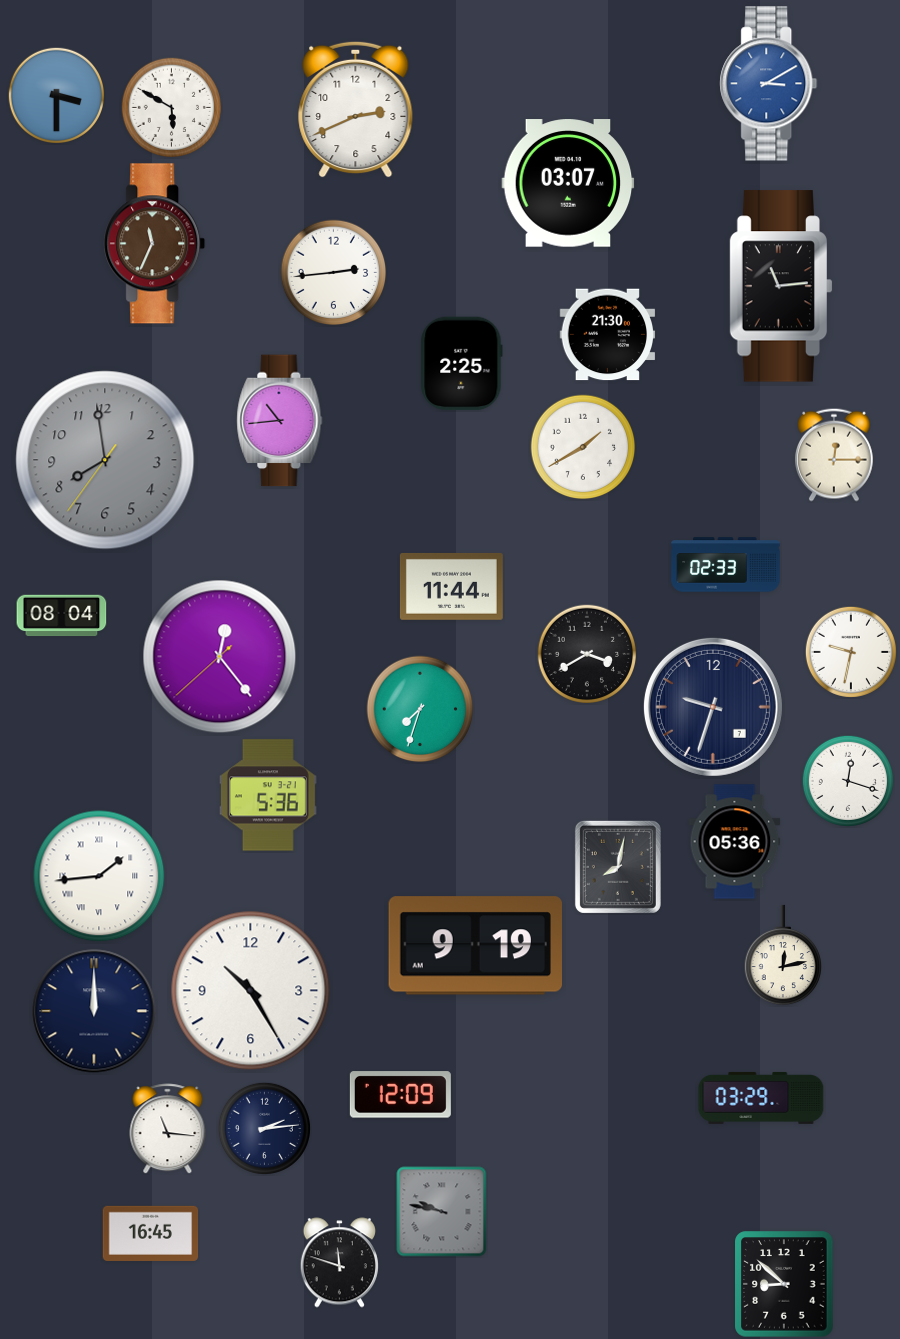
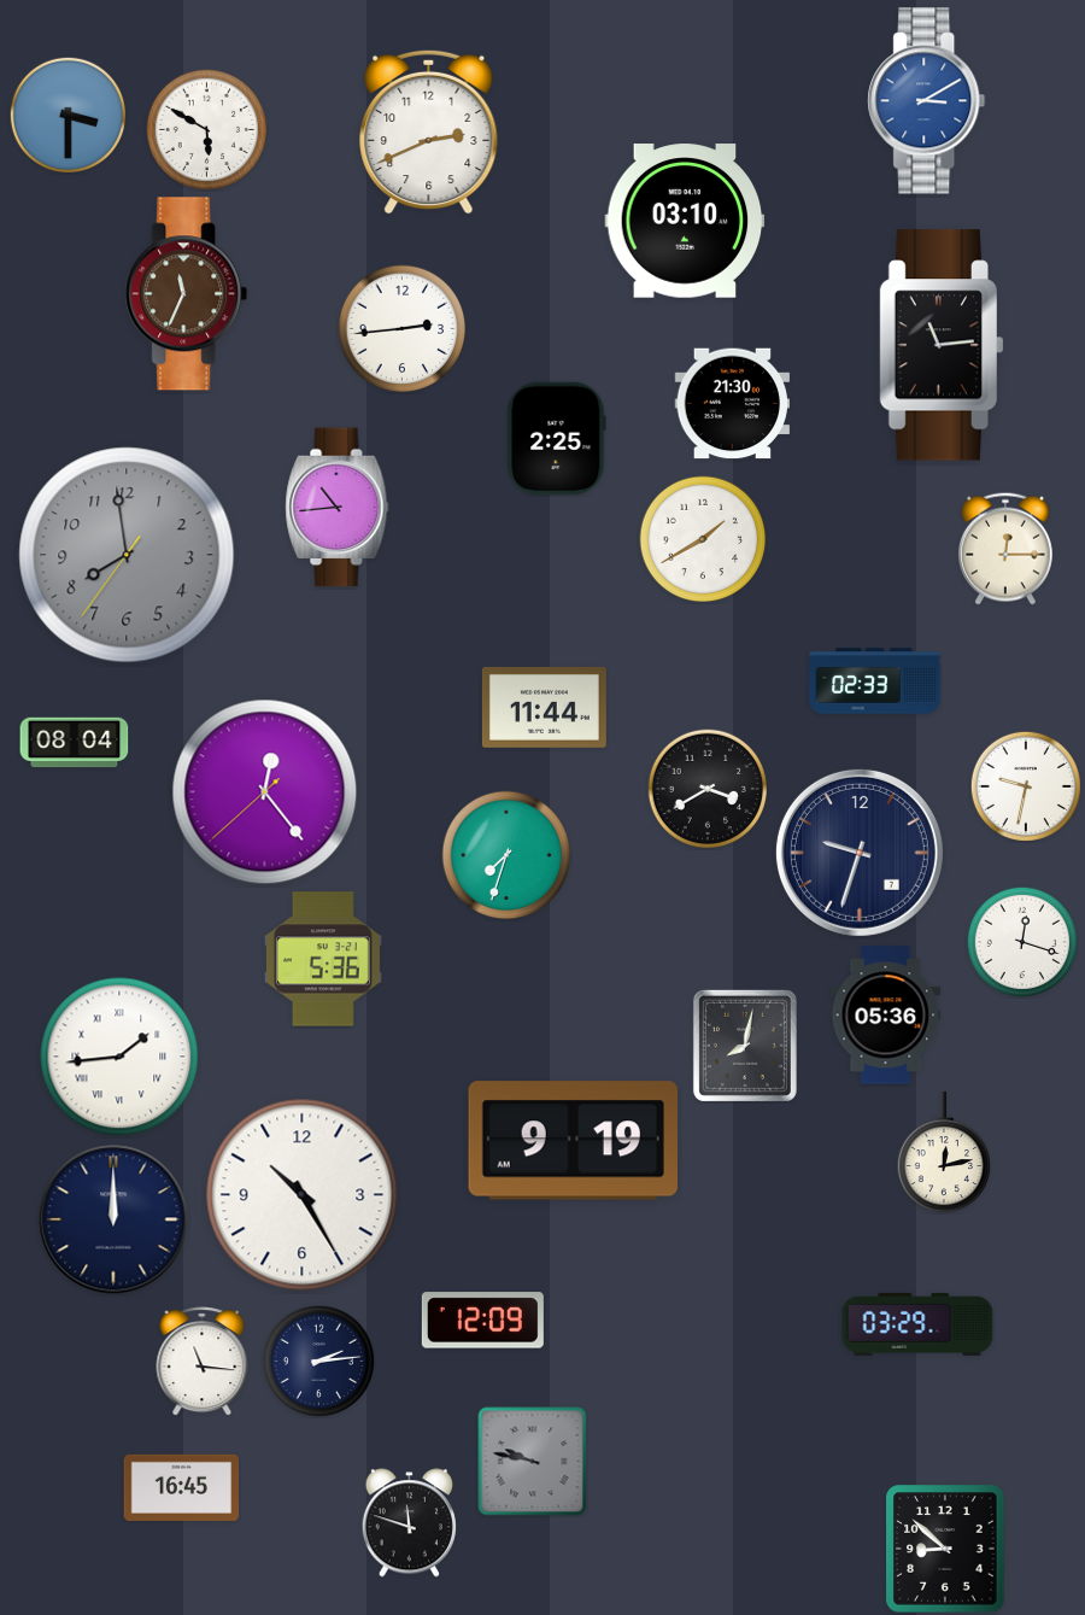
clock at (568, 183): 03:07 -> 03:10
